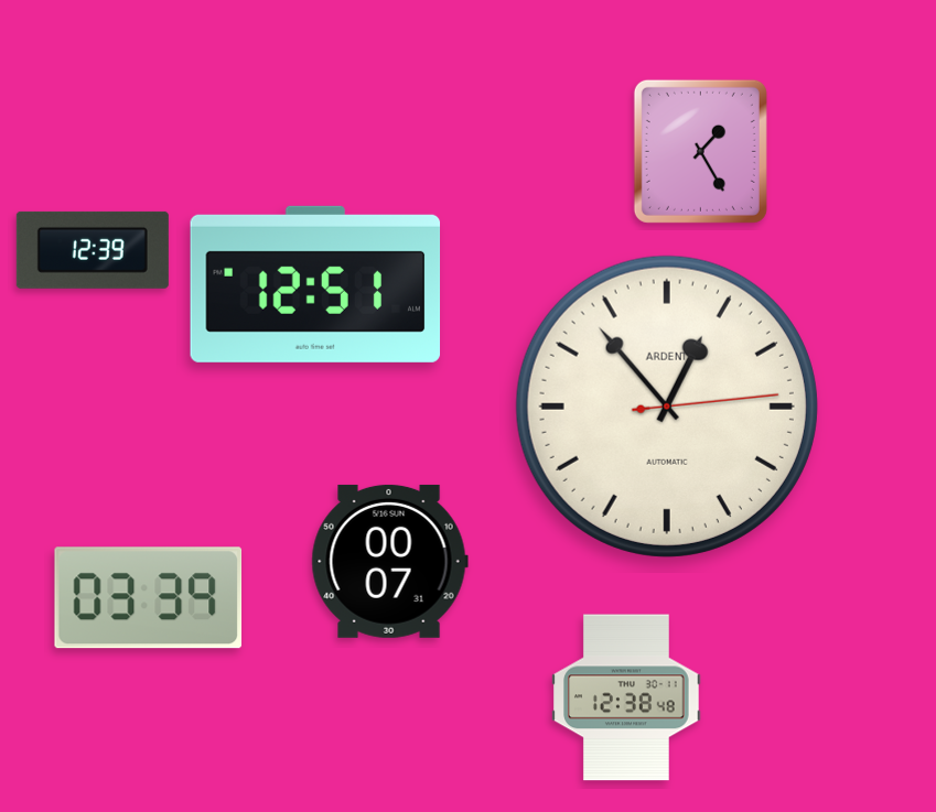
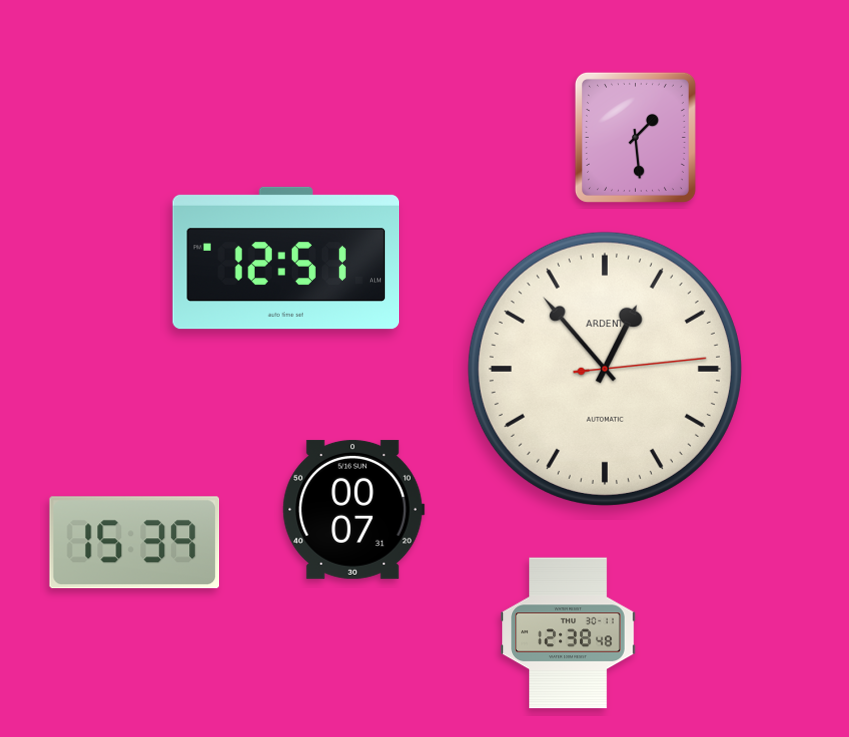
clock at (700, 151): 1:25 -> 1:29
clock at (93, 250): 12:39 -> none
clock at (149, 598): 03:39 -> 15:39
